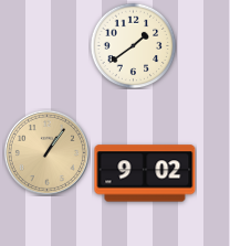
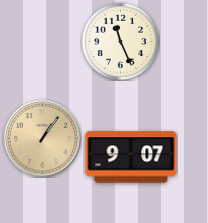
clock at (133, 45): 1:39 -> 11:26
clock at (145, 173): 9:02 -> 9:07
